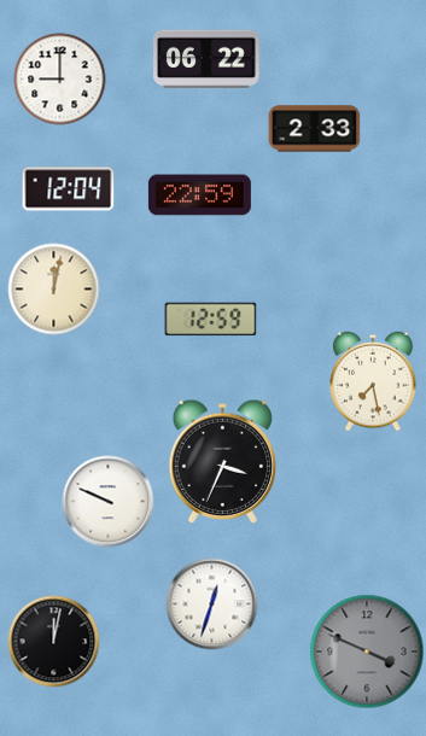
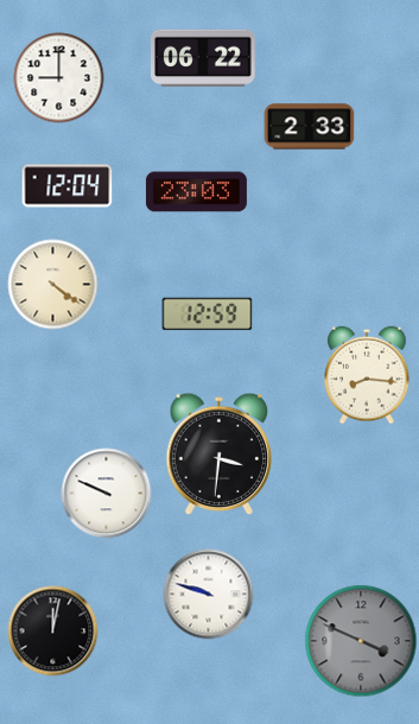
clock at (199, 195): 22:59 -> 23:03
clock at (54, 290): 12:02 -> 4:21
clock at (373, 381): 7:28 -> 8:16
clock at (223, 462): 3:34 -> 3:31
clock at (212, 604): 12:33 -> 9:48
